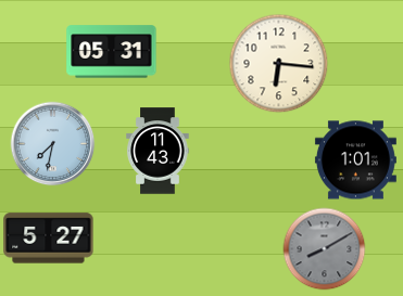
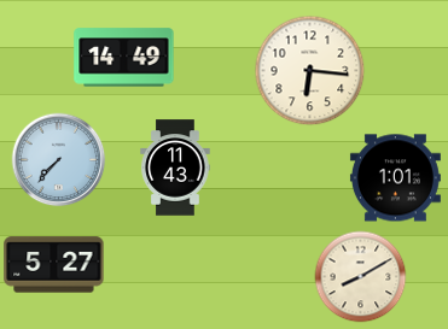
clock at (112, 52): 05:31 -> 14:49
clock at (53, 144): 7:32 -> 7:37
clock at (325, 249) dial: grey -> cream
